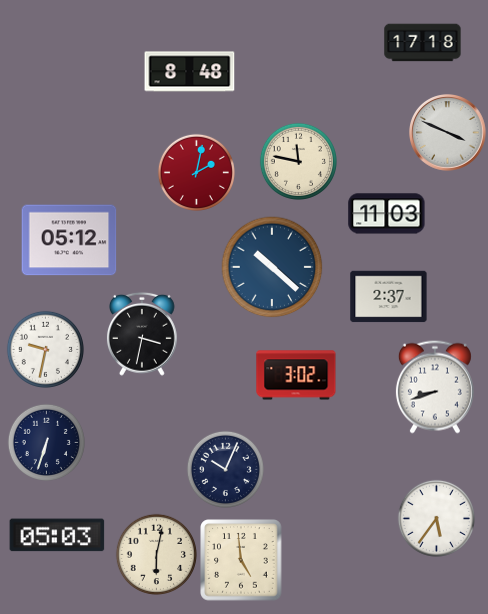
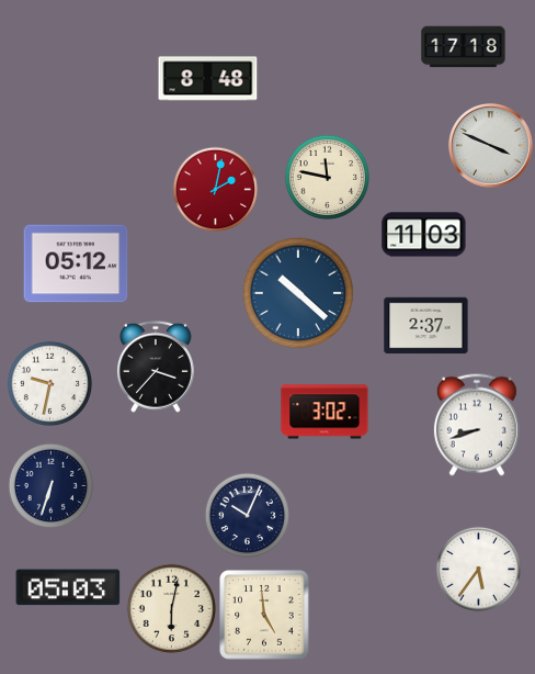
clock at (142, 334): 3:32 -> 3:37
clock at (57, 535) position: (57, 535) -> (68, 587)
